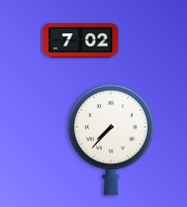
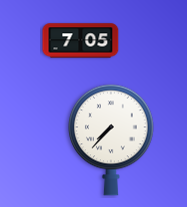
clock at (81, 41): 7:02 -> 7:05
